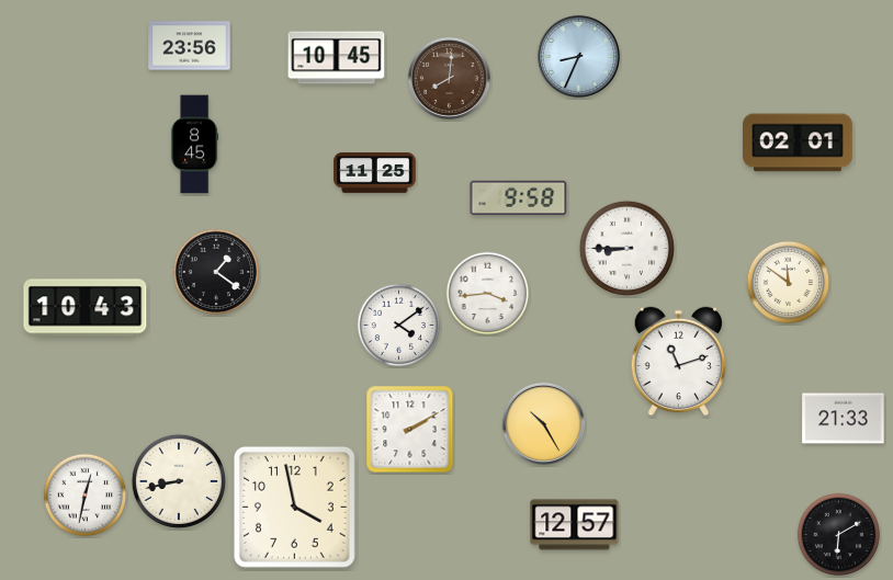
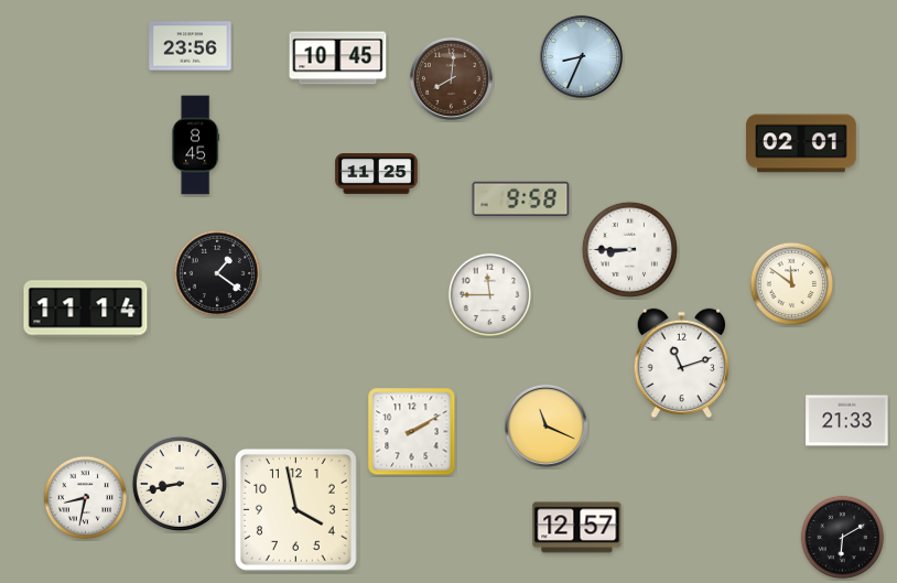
clock at (488, 294): 3:44 -> 11:45
clock at (86, 308): 10:43 -> 11:14
clock at (399, 326): 4:09 -> none
clock at (543, 423): 10:25 -> 11:19
clock at (86, 496): 12:32 -> 8:32
